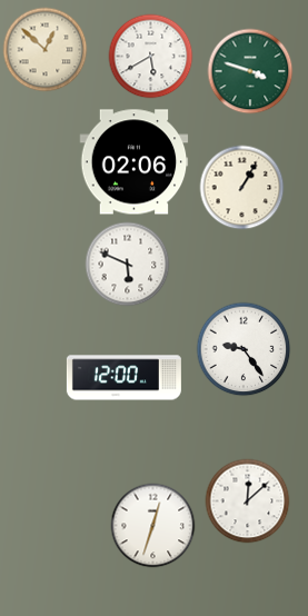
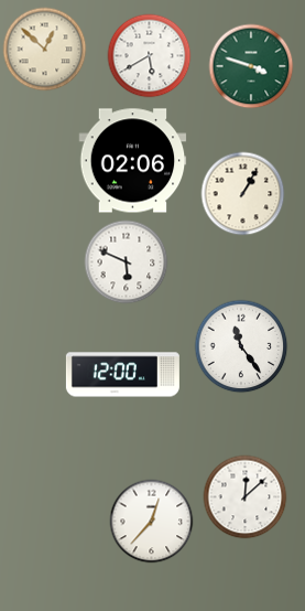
clock at (250, 71) position: (250, 71) -> (251, 66)
clock at (242, 188) position: (242, 188) -> (243, 194)
clock at (244, 349): 9:24 -> 11:24
clock at (153, 526): 12:33 -> 12:37
